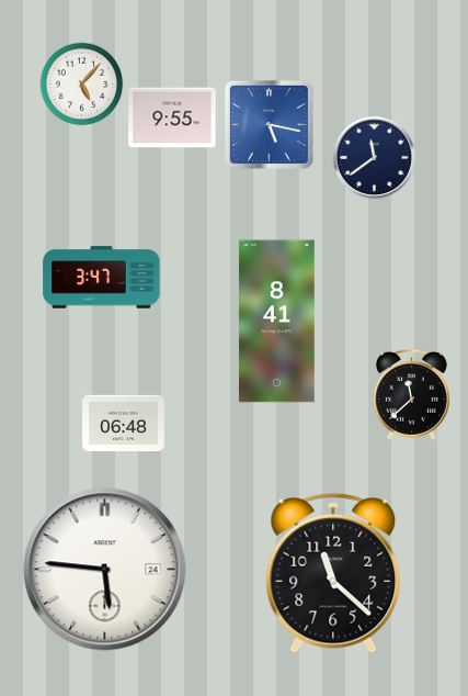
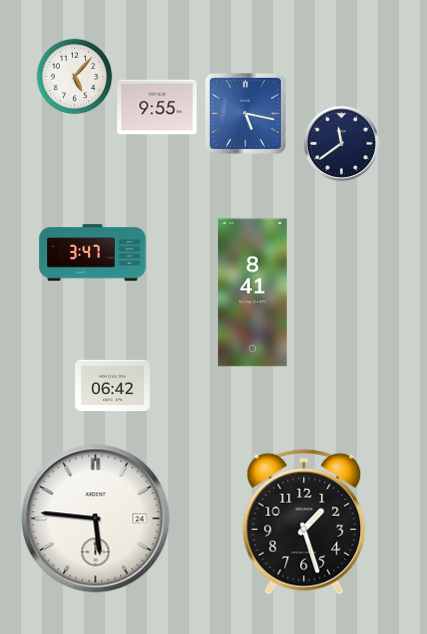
clock at (411, 394): 11:38 -> none
clock at (124, 424): 06:48 -> 06:42
clock at (333, 573): 11:22 -> 1:27
